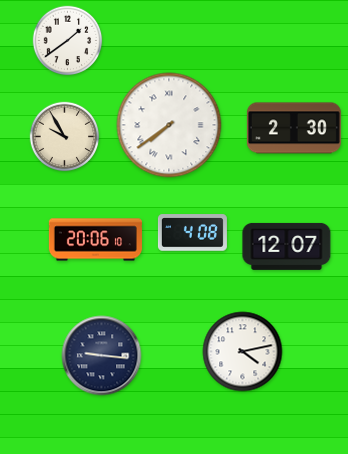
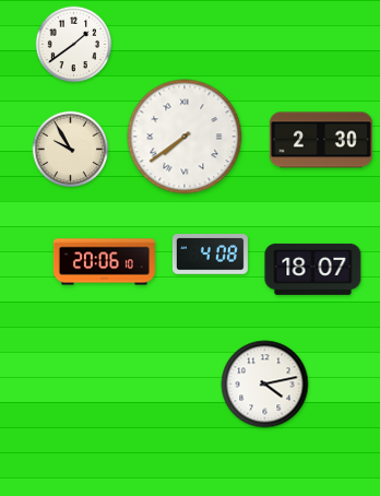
clock at (287, 246): 12:07 -> 18:07
clock at (102, 356): 9:16 -> none
